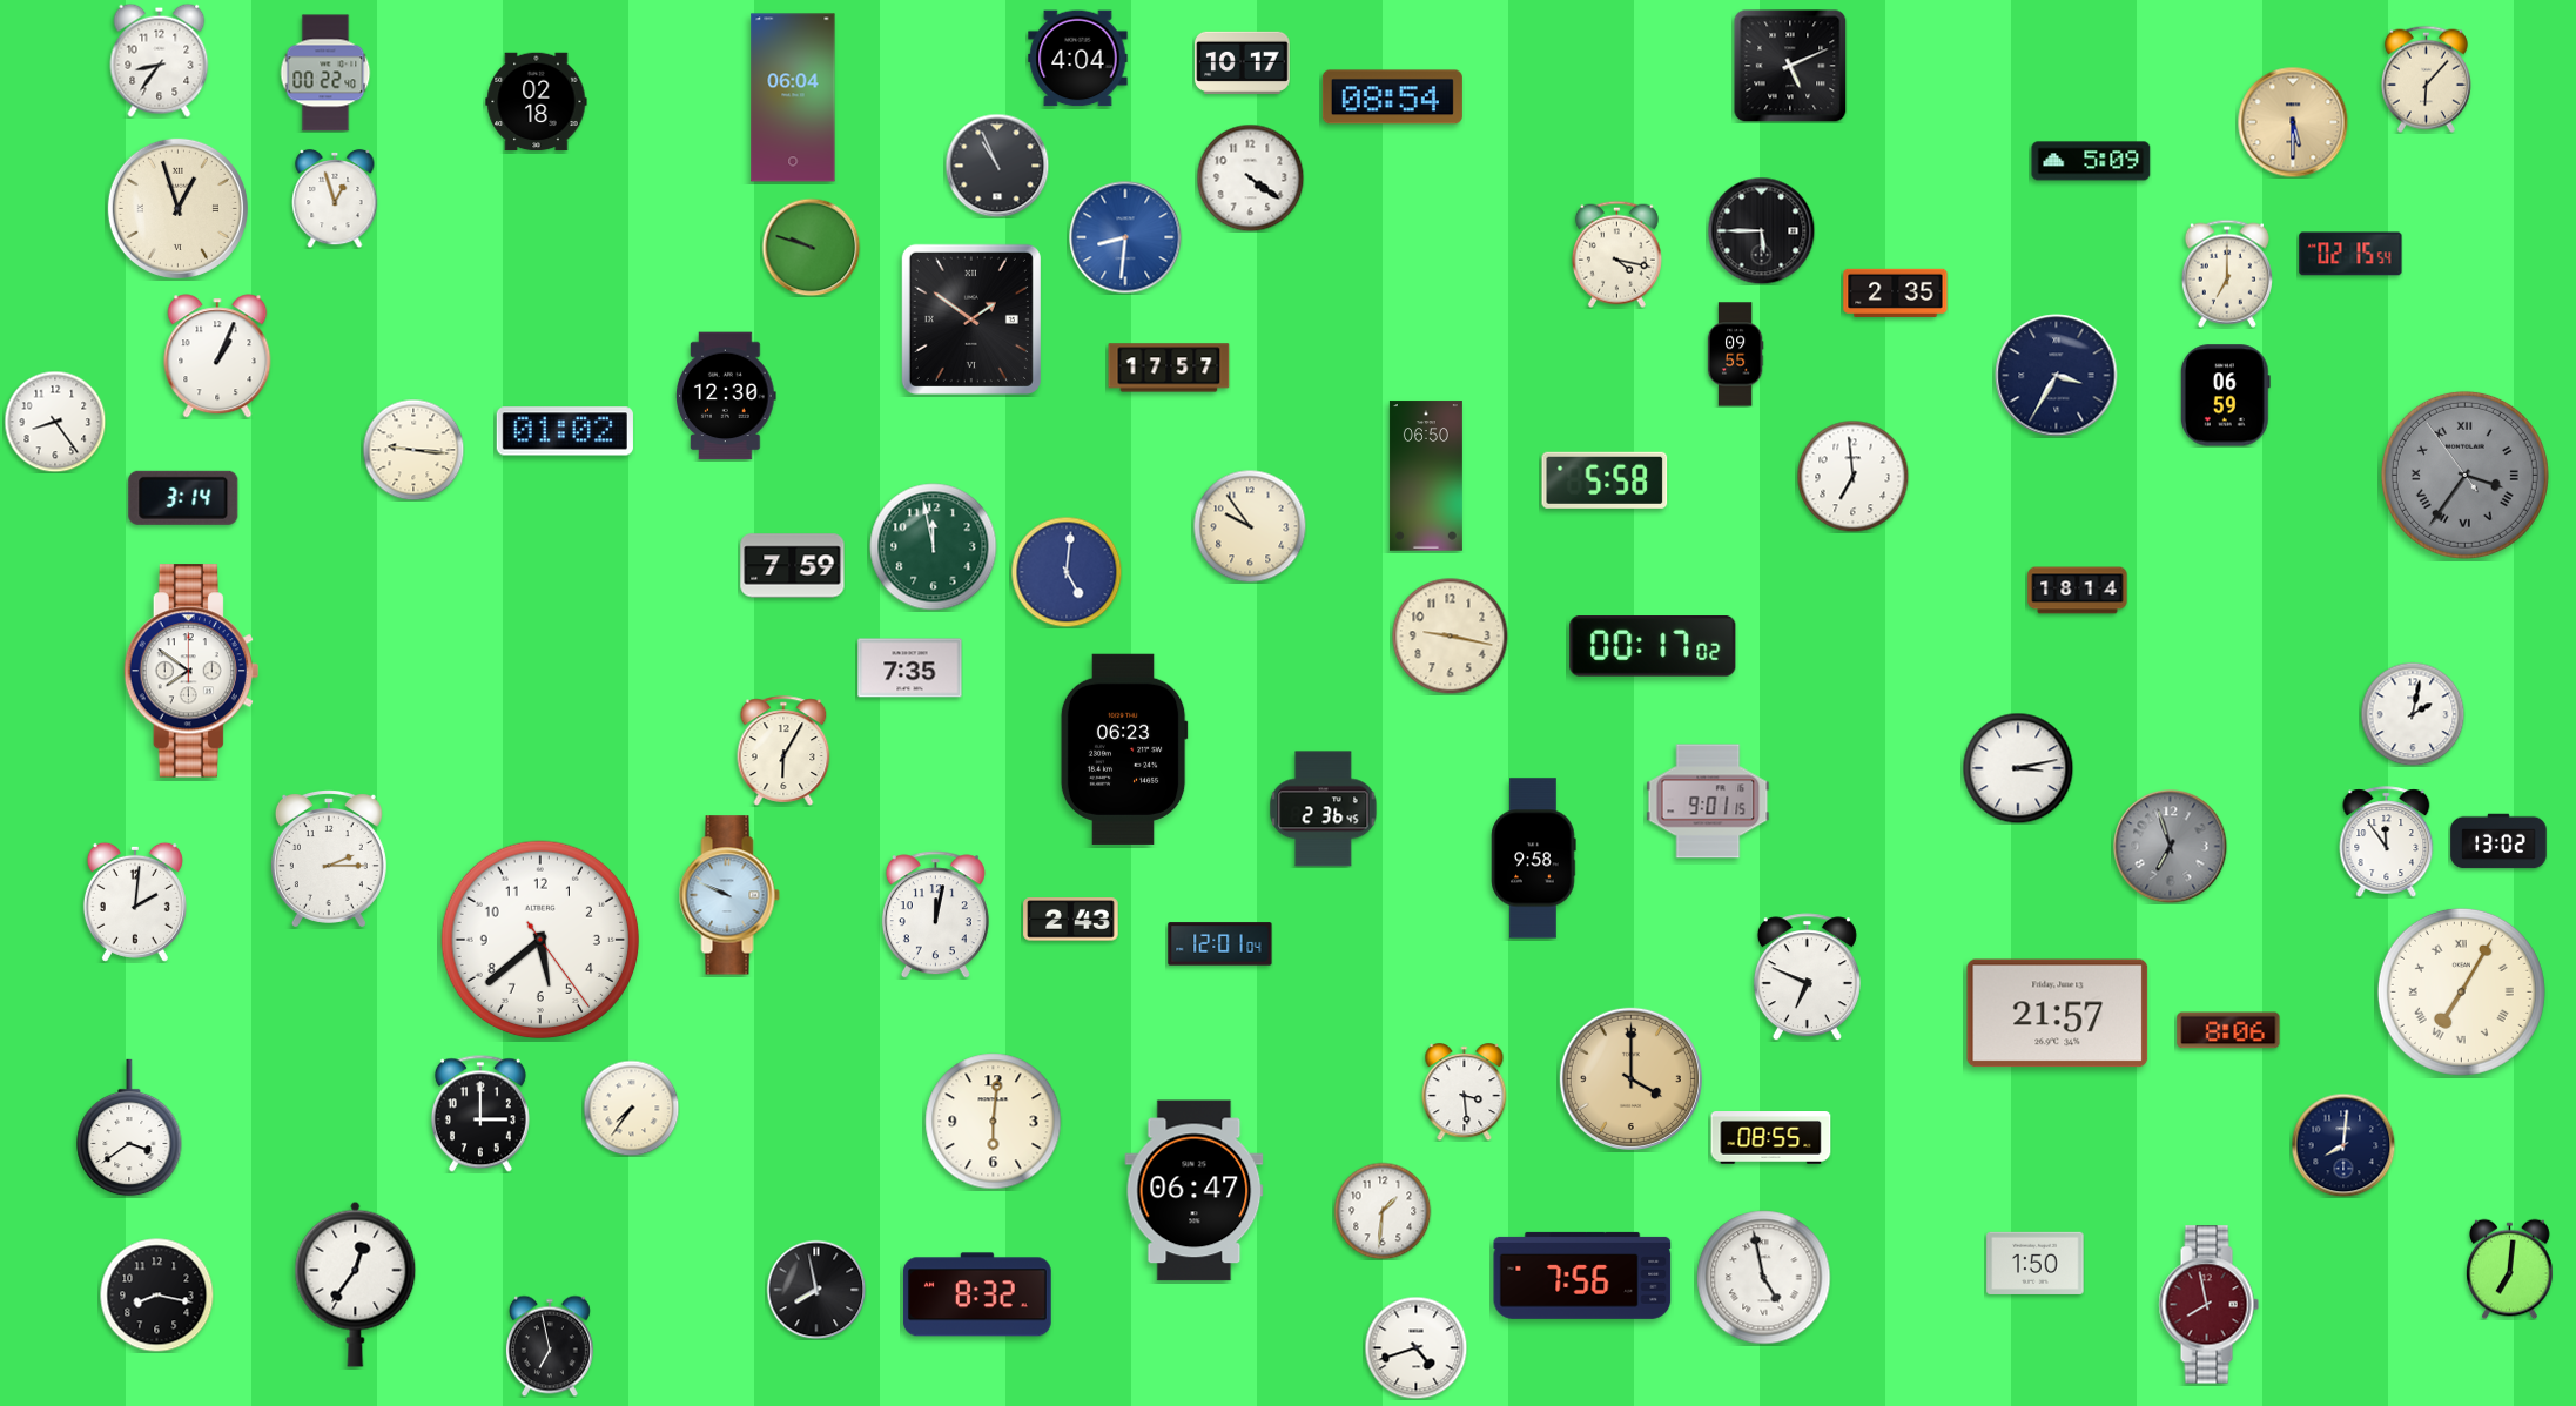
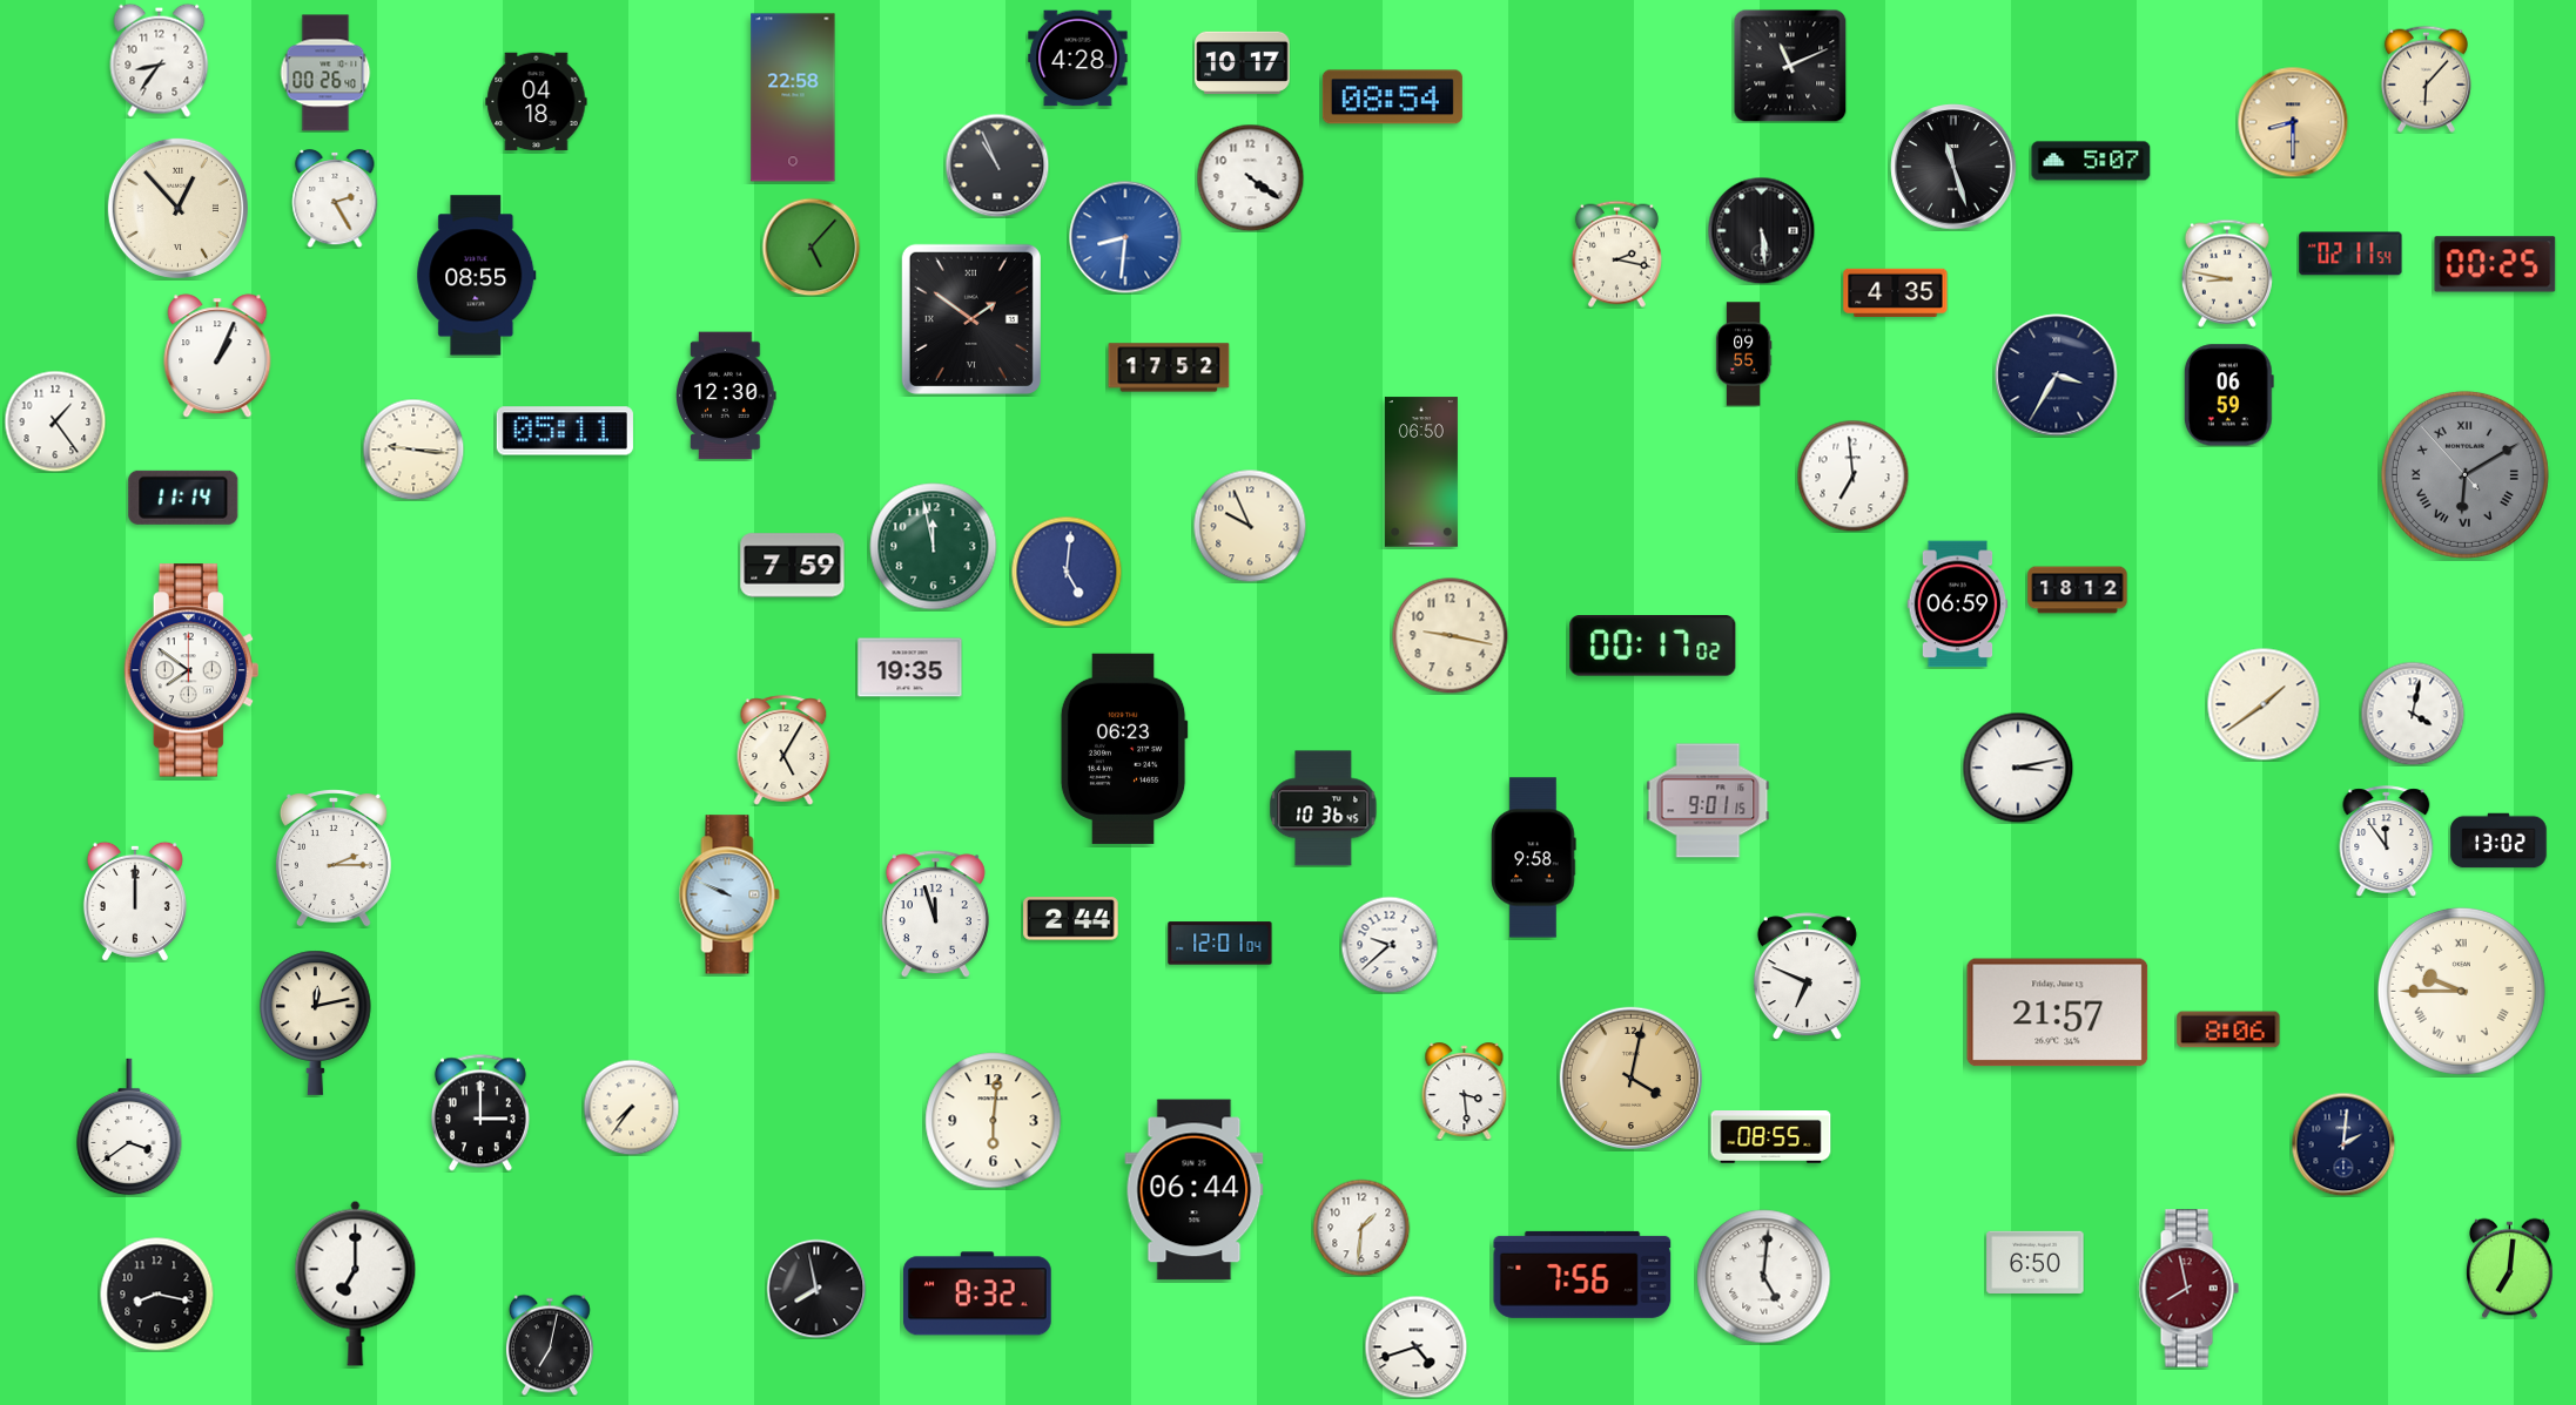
clock at (1078, 59): 4:04 -> 4:28
clock at (1790, 66): 5:11 -> 11:11
clock at (325, 73): 00:22 -> 00:26
clock at (793, 97): 06:04 -> 22:58
clock at (537, 102): 02:18 -> 04:18
clock at (2293, 122): 5:30 -> 8:30
clock at (2091, 161): 5:09 -> 5:07
clock at (1953, 167): none -> 11:27
clock at (335, 199): 12:57 -> 2:25
clock at (177, 208): 12:57 -> 12:53
clock at (1761, 230): 5:45 -> 5:29
clock at (811, 247): 9:48 -> 5:07
clock at (1616, 254): 4:17 -> 2:17
clock at (2350, 254): 02:15 -> 02:11
clock at (2495, 264): none -> 00:25
clock at (2227, 274): 7:00 -> 8:47
clock at (477, 276): none -> 08:55
clock at (1896, 292): 2:35 -> 4:35
clock at (1735, 355) position: (1735, 355) -> (1743, 354)
clock at (1169, 368): 17:57 -> 17:52
clock at (2225, 396) position: (2225, 396) -> (2228, 396)
clock at (55, 422): 8:24 -> 1:24
clock at (565, 431): 01:02 -> 05:11
clock at (2464, 475): 3:35 -> 6:09
clock at (1426, 476) position: (1426, 476) -> (1421, 472)
clock at (1605, 480): 5:58 -> none
clock at (183, 498): 3:14 -> 11:14
clock at (1250, 526): 9:54 -> 9:56
clock at (2078, 591): 18:14 -> 18:12
clock at (1958, 604): none -> 06:59
clock at (910, 668): 7:35 -> 19:35
clock at (2264, 704): none -> 1:39
clock at (2413, 714): 2:02 -> 4:02
clock at (783, 751): 6:05 -> 5:05
clock at (1324, 809): 2:36 -> 10:36
clock at (2171, 847): 6:57 -> none
clock at (329, 859) position: (329, 859) -> (334, 858)
clock at (135, 902): 2:01 -> 12:00
clock at (935, 915): 12:02 -> 11:57
clock at (1071, 920): 2:43 -> 2:44
clock at (540, 940): 5:38 -> none
clock at (1390, 945): none -> 9:38
clock at (2461, 991): 7:05 -> 9:45
clock at (316, 1022): none -> 12:13
clock at (1630, 1078): 4:00 -> 4:02
clock at (2343, 1145): 8:01 -> 2:01
clock at (1195, 1191): 06:47 -> 06:44
clock at (1383, 1211) position: (1383, 1211) -> (1361, 1228)
clock at (2036, 1263): 1:50 -> 6:50
clock at (1764, 1278): 4:58 -> 5:01
clock at (356, 1284): 12:36 -> 7:00
clock at (2208, 1305) position: (2208, 1305) -> (2188, 1289)
clock at (550, 1346): 6:58 -> 7:02
